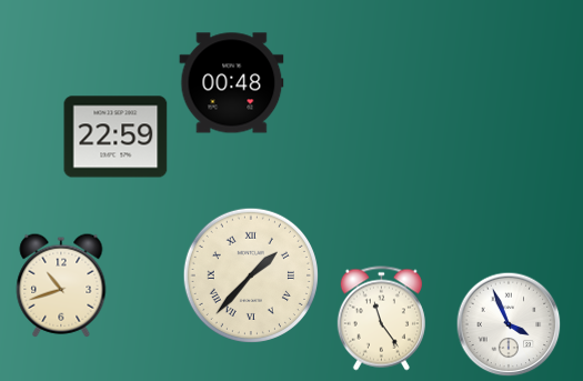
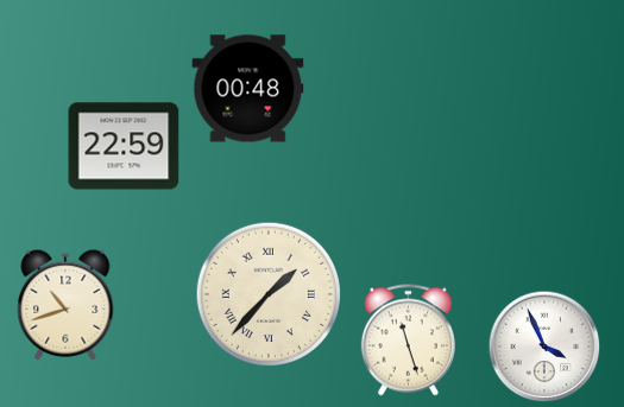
clock at (381, 319): 11:24 -> 11:27
